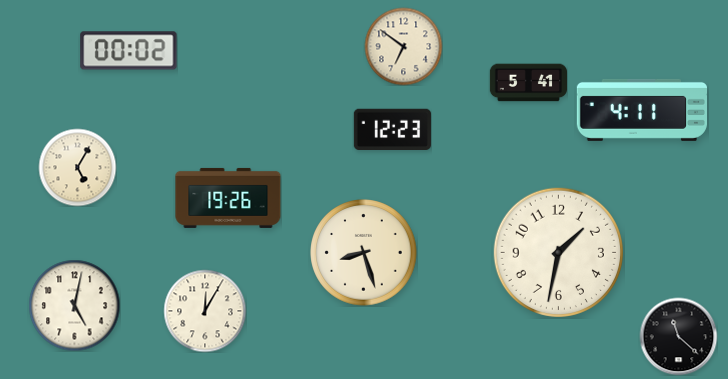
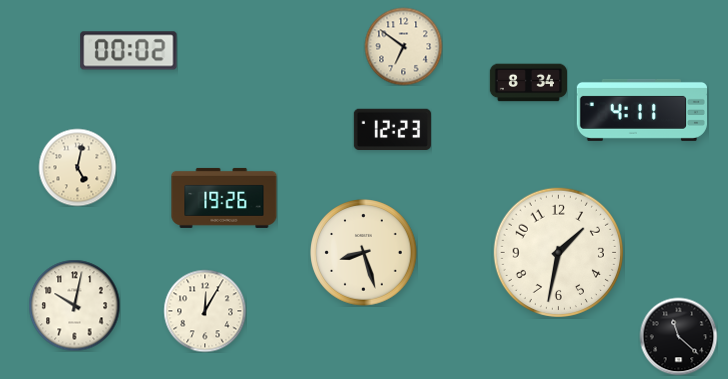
clock at (528, 83): 5:41 -> 8:34
clock at (77, 167): 5:05 -> 5:02
clock at (228, 198) position: (228, 198) -> (224, 198)
clock at (74, 305): 5:02 -> 10:02
